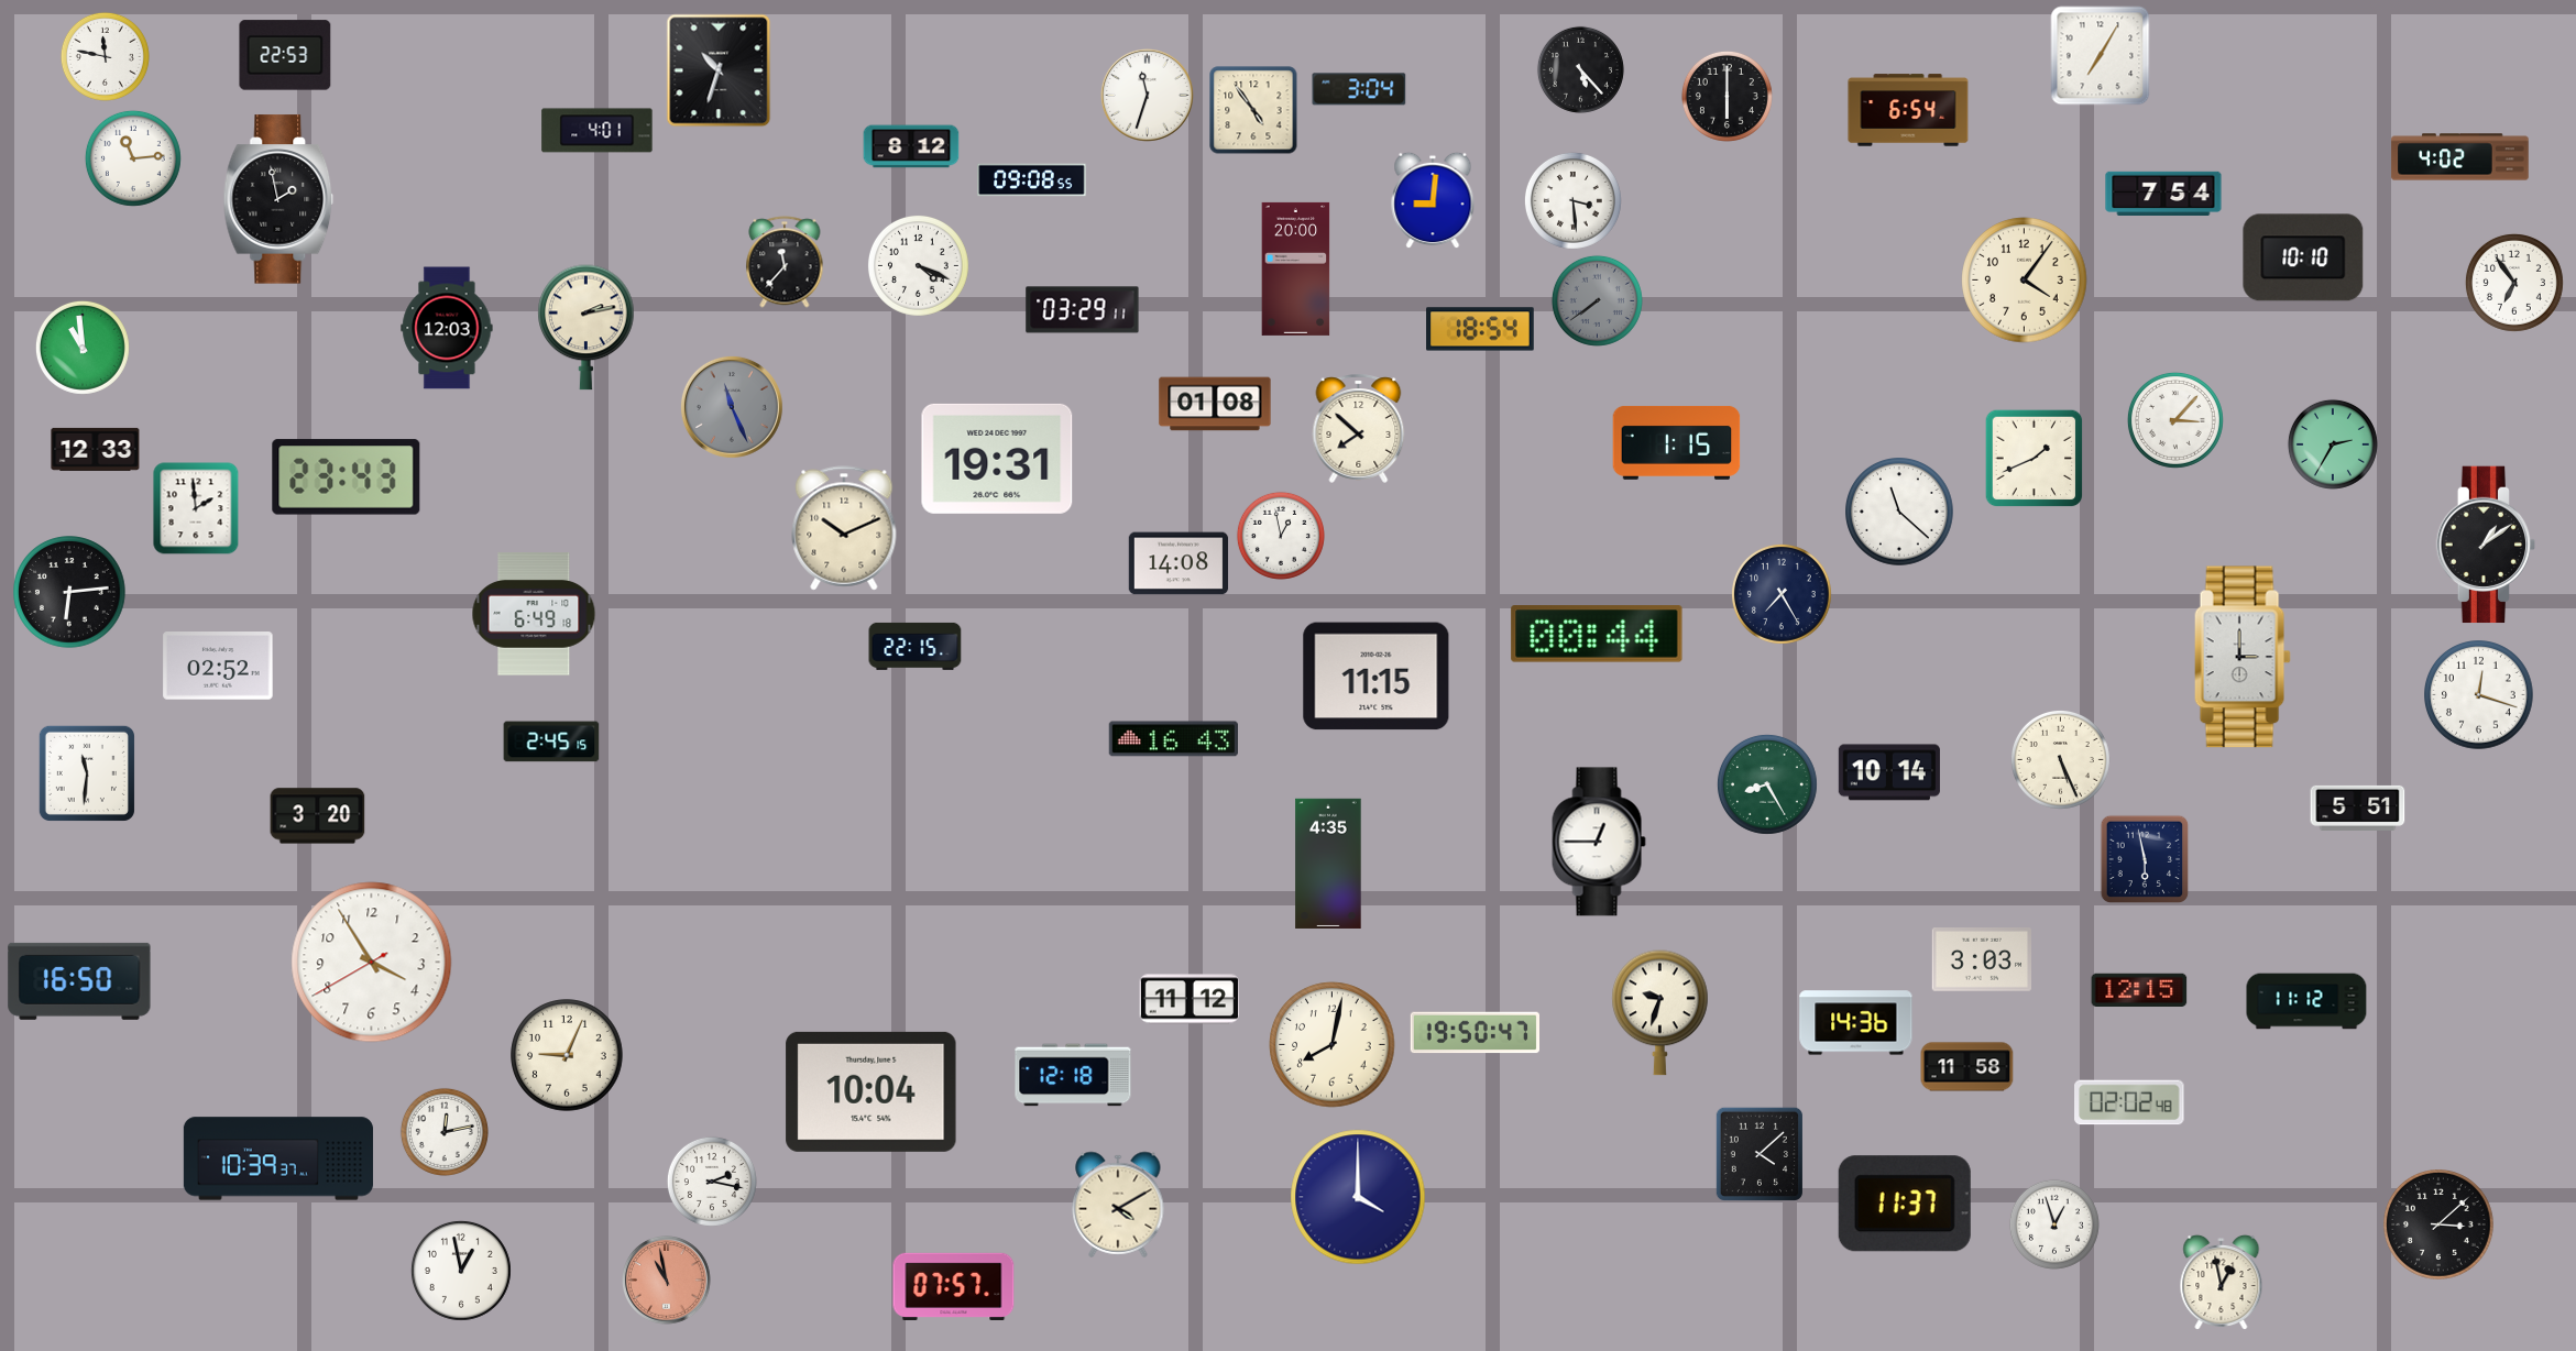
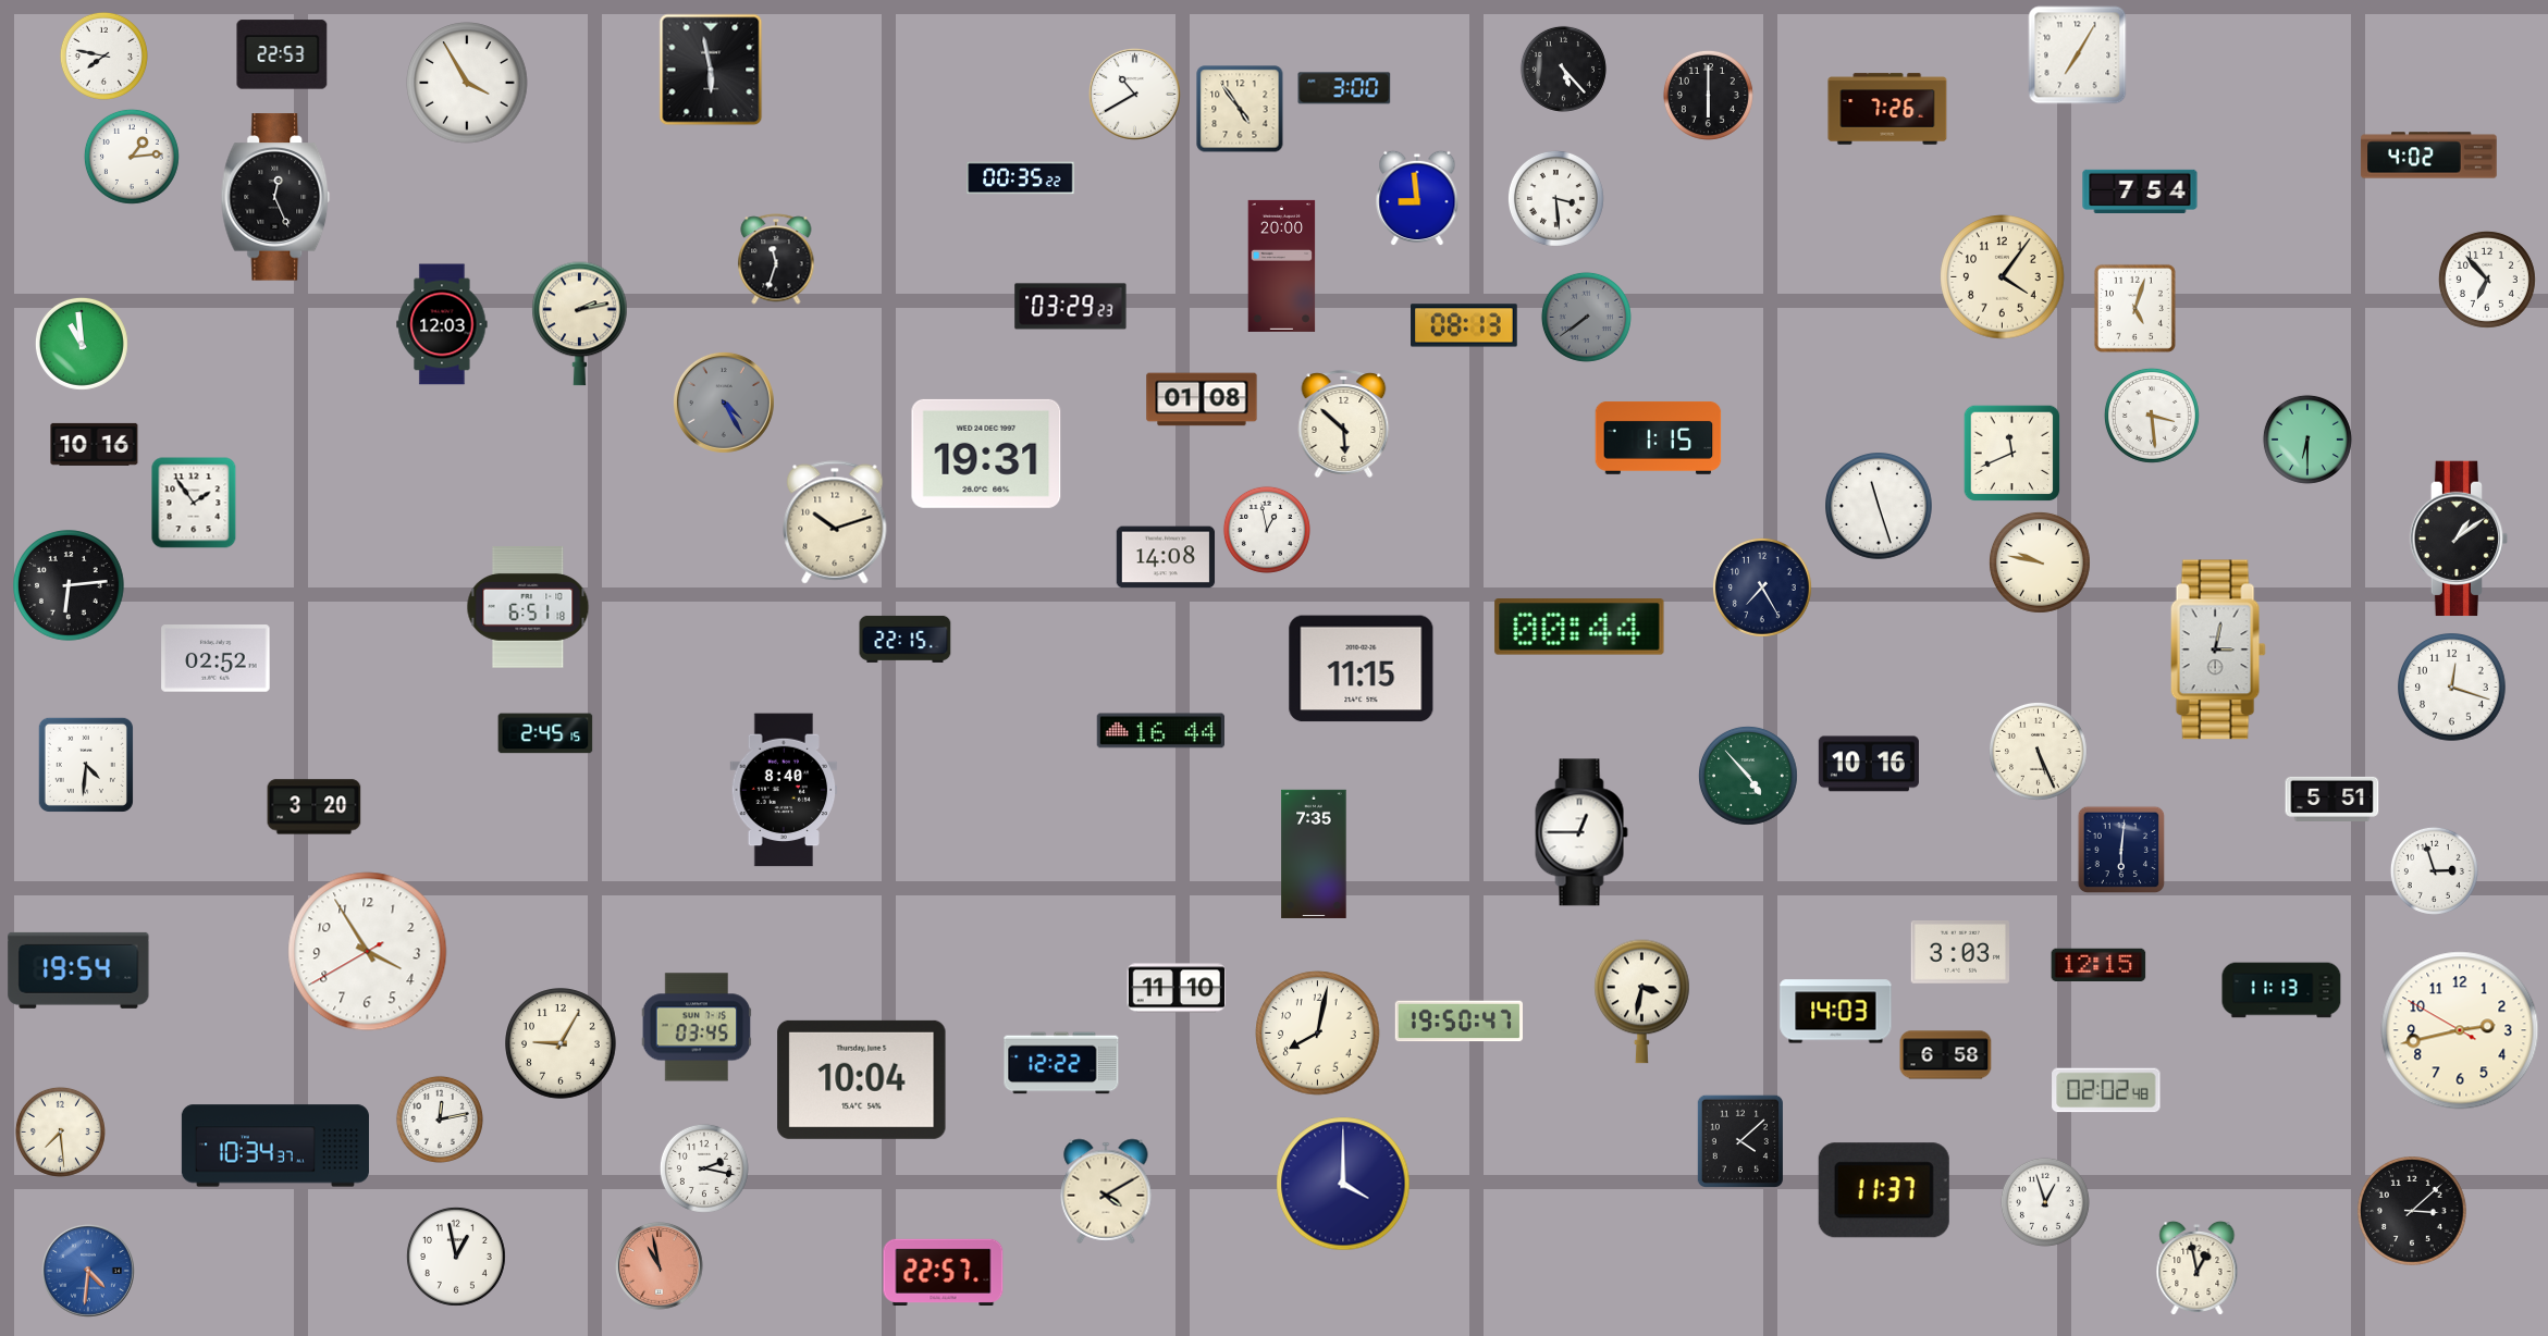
clock at (105, 56): 11:47 -> 7:47
clock at (719, 70): 10:33 -> 5:58
clock at (467, 83): none -> 3:55
clock at (1359, 89): 3:04 -> 3:00
clock at (1148, 96): 11:33 -> 10:40
clock at (1908, 110): 6:54 -> 7:26
clock at (598, 131): 4:01 -> none
clock at (911, 146): 8:12 -> none
clock at (2460, 157) position: (2460, 157) -> (2429, 156)
clock at (133, 158): 11:14 -> 1:14
clock at (1032, 180): 09:08 -> 00:35
clock at (278, 199): 1:58 -> 12:26
clock at (1433, 200): 9:01 -> 8:59
clock at (2303, 257): 10:10 -> none
clock at (785, 262): 11:37 -> 11:33
clock at (918, 265): 4:19 -> none
clock at (2514, 283): 6:54 -> 6:53
clock at (1597, 300) position: (1597, 300) -> (1586, 317)
clock at (1083, 310): 03:29:11 -> 03:29:23
clock at (2134, 308): none -> 5:03
clock at (1480, 329): 18:54 -> 08:13
clock at (732, 407): 11:26 -> 4:25
clock at (2175, 420): 3:07 -> 3:29
clock at (1359, 428): 7:52 -> 5:52
clock at (2333, 444): 2:35 -> 6:30
clock at (96, 449): 12:33 -> 10:16
clock at (2035, 459): 1:41 -> 11:41
clock at (347, 477): 23:43 -> none
clock at (196, 508): 1:59 -> 1:54
clock at (1900, 513): 11:22 -> 11:27
clock at (844, 528): 10:11 -> 10:12
clock at (2040, 562): none -> 9:47
clock at (534, 614): 6:49 -> 6:51
clock at (2243, 657): 3:00 -> 3:02
clock at (1173, 739): 16:43 -> 16:44
clock at (1889, 772): 10:14 -> 10:16
clock at (87, 773): 11:31 -> 4:31
clock at (1767, 784): 8:25 -> 4:53
clock at (784, 790): none -> 8:40
clock at (2145, 859): 5:58 -> 6:01
clock at (1328, 864): 4:35 -> 7:35
clock at (2434, 870): none -> 2:57
clock at (1982, 960) position: (1982, 960) -> (1960, 953)
clock at (79, 981): 16:50 -> 19:54
clock at (2139, 989) position: (2139, 989) -> (2098, 964)
clock at (1188, 999): 11:12 -> 11:10
clock at (2306, 1001): 11:12 -> 11:13
clock at (1660, 1013): 9:33 -> 3:32
clock at (1856, 1023): 14:36 -> 14:03
clock at (697, 1027): none -> 03:45
clock at (2460, 1030): none -> 2:42
clock at (567, 1055): 9:04 -> 9:05
clock at (1967, 1067): 11:58 -> 6:58
clock at (1073, 1075): 12:18 -> 12:22
clock at (60, 1131): none -> 7:29
clock at (278, 1158): 10:39 -> 10:34
clock at (2054, 1224) position: (2054, 1224) -> (2045, 1202)
clock at (88, 1271): none -> 4:31
clock at (954, 1286): 07:57 -> 22:57
